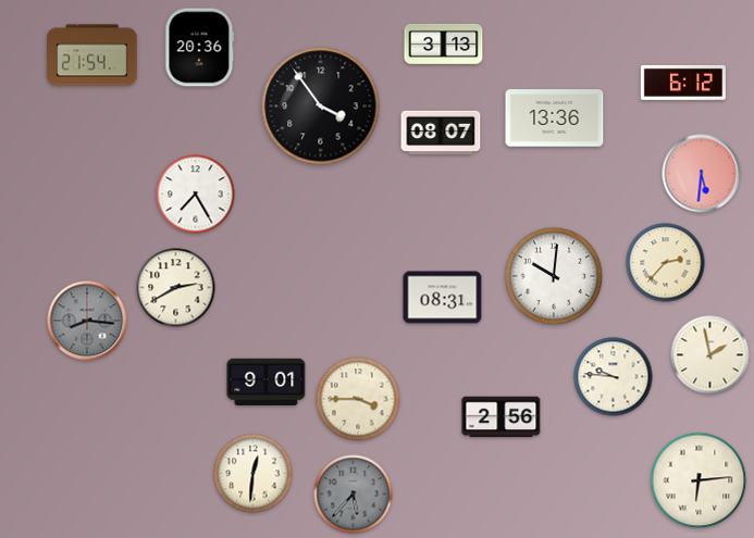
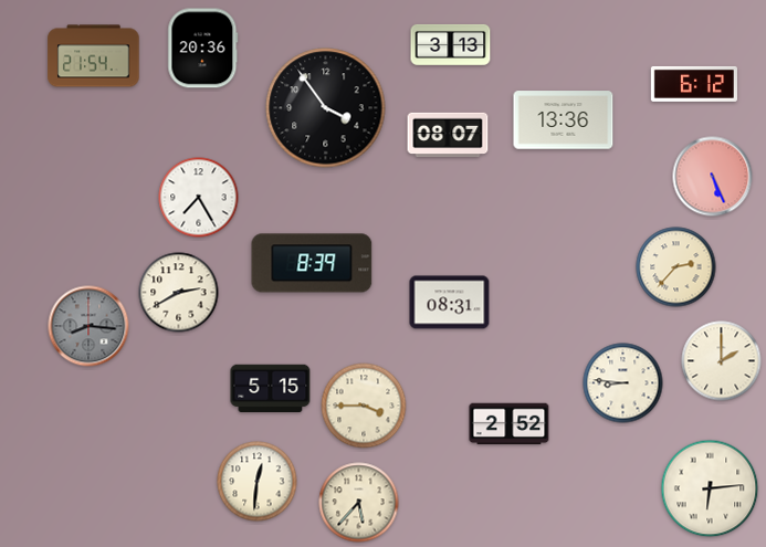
clock at (702, 174): 5:31 -> 5:26
clock at (312, 263): none -> 8:39
clock at (554, 276): 10:01 -> none
clock at (710, 355): 1:58 -> 2:00
clock at (614, 377): 9:46 -> 8:46
clock at (267, 383): 9:01 -> 5:15
clock at (502, 417): 2:56 -> 2:52
clock at (354, 495) dial: grey -> cream
